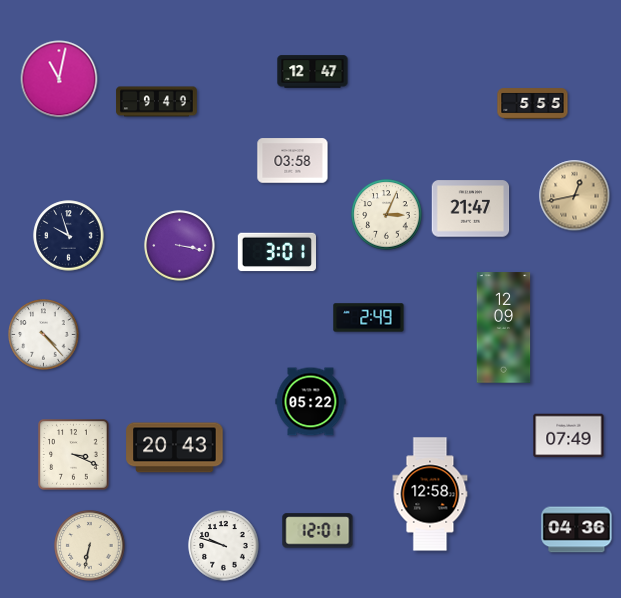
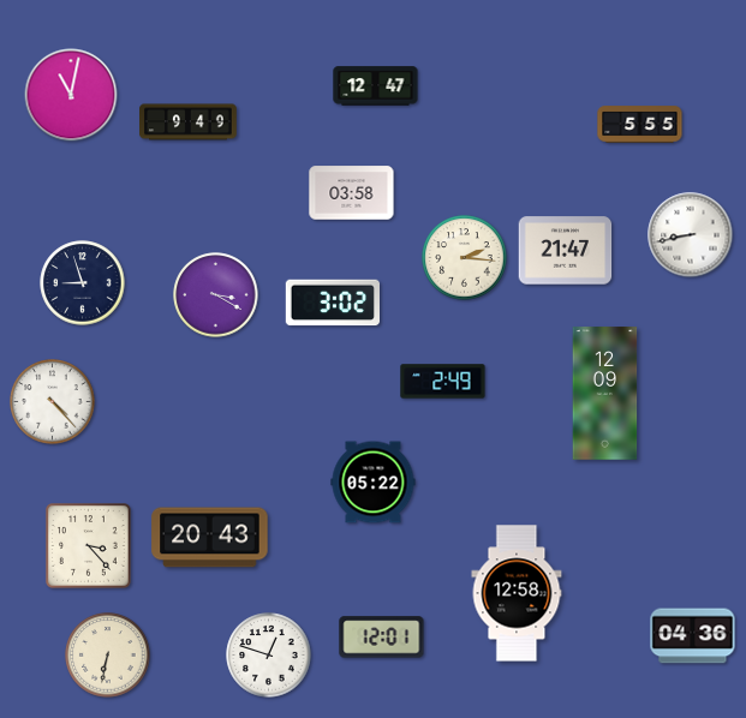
clock at (575, 196): 12:43 -> 8:43
clock at (575, 196) dial: champagne -> white
clock at (387, 215): 3:04 -> 2:16
clock at (69, 236): 9:57 -> 8:57
clock at (180, 246): 3:17 -> 3:20
clock at (276, 252): 3:01 -> 3:02
clock at (569, 436): 07:49 -> none
clock at (74, 455): 3:19 -> 3:23
clock at (224, 546): 9:48 -> 12:48
